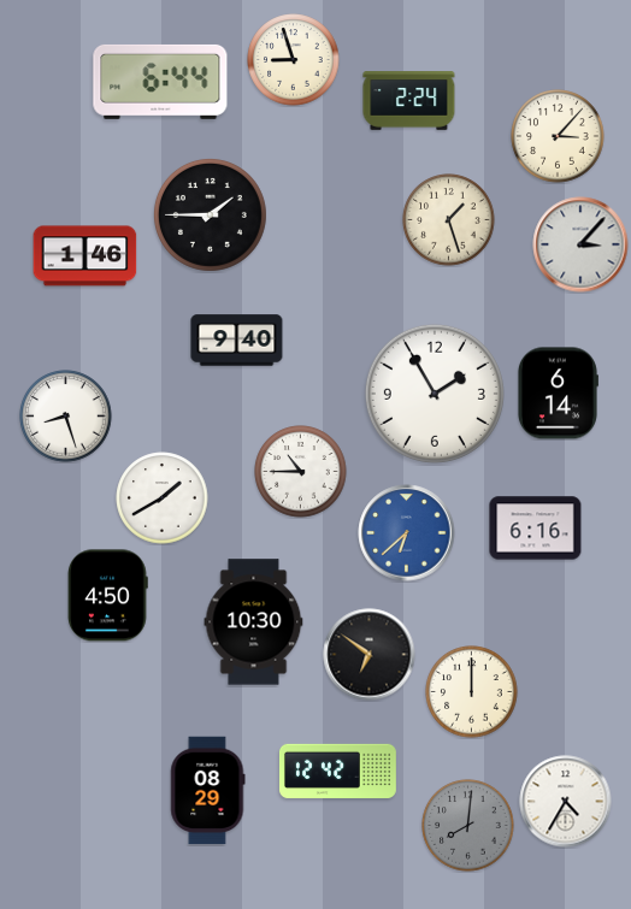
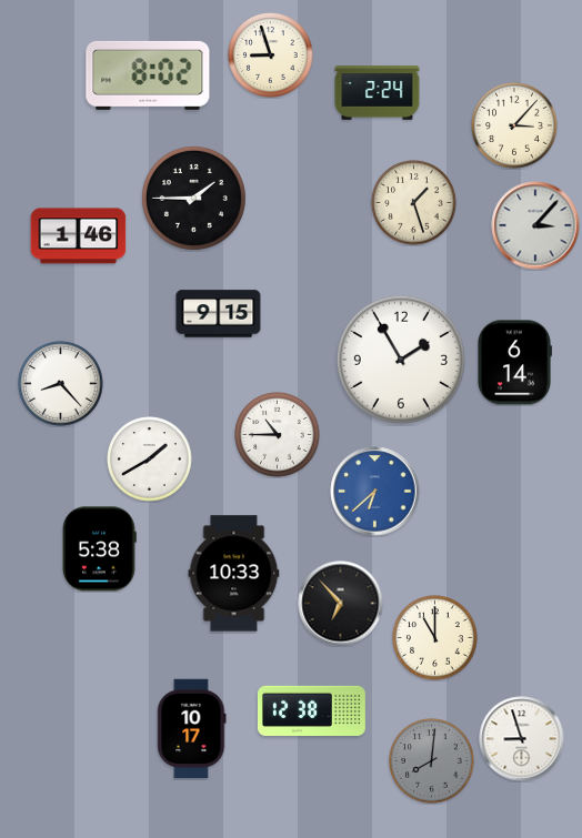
clock at (160, 82): 6:44 -> 8:02
clock at (237, 341): 9:40 -> 9:15
clock at (435, 394) position: (435, 394) -> (401, 360)
clock at (66, 417): 8:27 -> 8:23
clock at (536, 529): 6:16 -> none
clock at (108, 596): 4:50 -> 5:38
clock at (254, 622): 10:30 -> 10:33
clock at (370, 655): 6:51 -> 6:53
clock at (472, 692): 12:00 -> 11:00
clock at (338, 771): 12:42 -> 12:38
clock at (208, 791): 08:29 -> 10:17
clock at (566, 802): 4:35 -> 8:57
